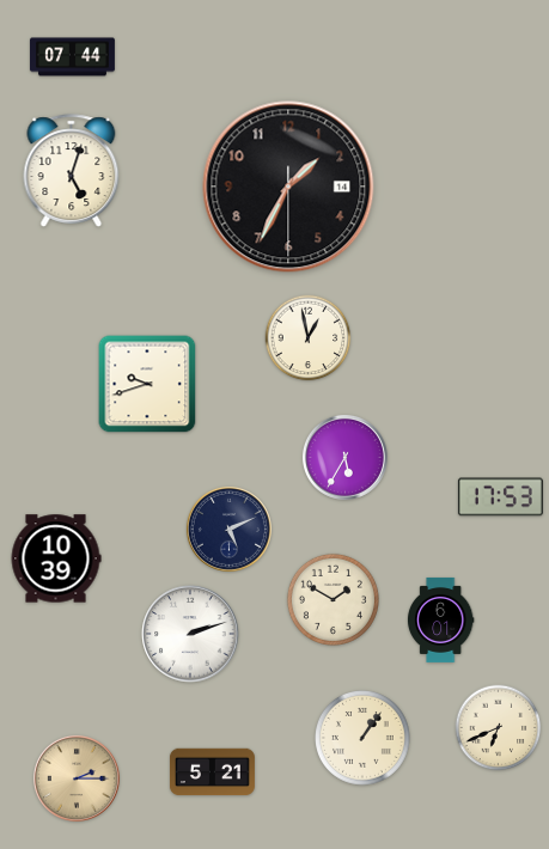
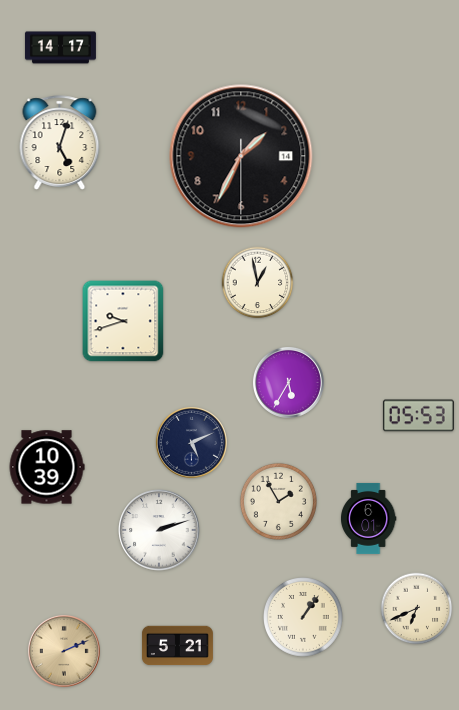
clock at (72, 57): 07:44 -> 14:17
clock at (500, 497): 17:53 -> 05:53
clock at (333, 599): 1:50 -> 1:55
clock at (77, 778): 2:15 -> 2:11
